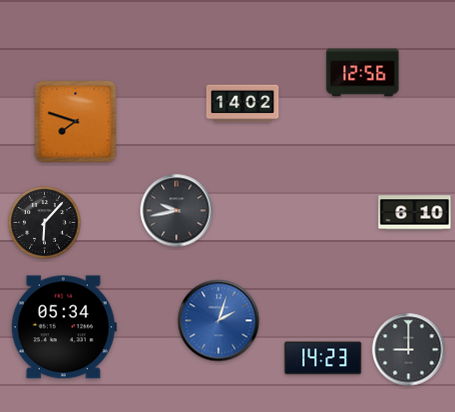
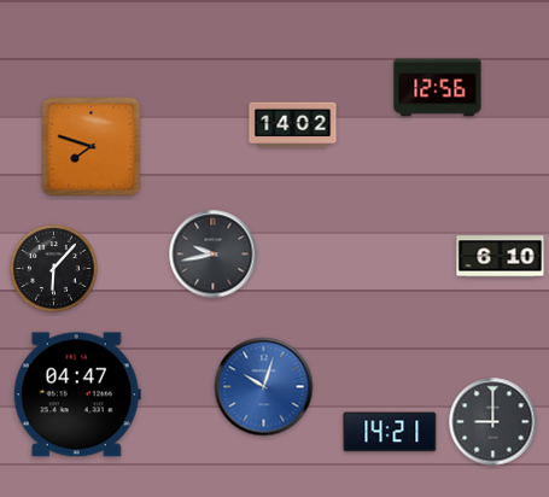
clock at (219, 321): 2:03 -> 10:03
clock at (64, 327): 05:34 -> 04:47
clock at (323, 358): 14:23 -> 14:21
